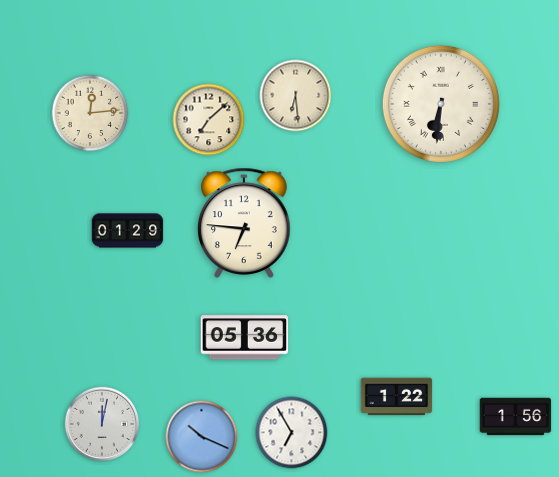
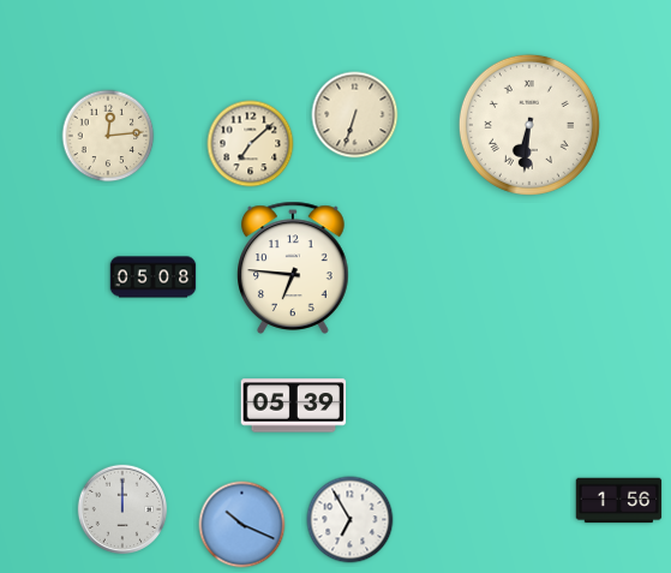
clock at (296, 96): 6:29 -> 6:33
clock at (128, 231): 01:29 -> 05:08
clock at (245, 338): 05:36 -> 05:39
clock at (397, 397): 1:22 -> none
clock at (102, 424): 12:02 -> 12:00
